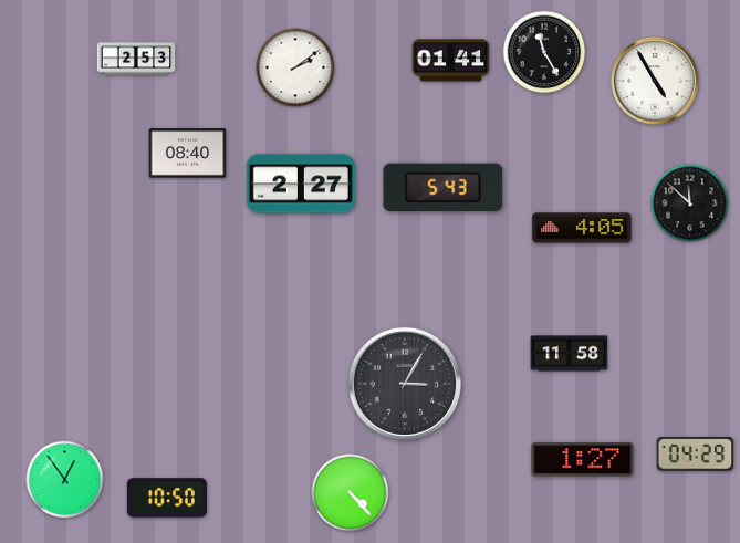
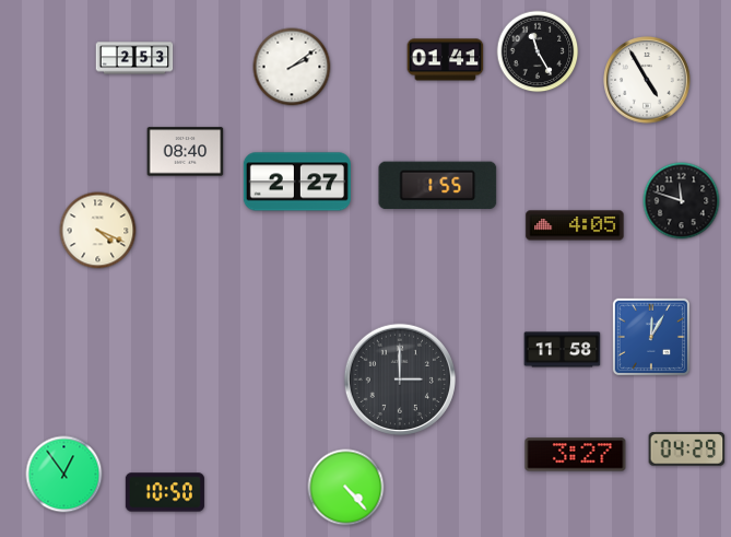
clock at (444, 188): 5:43 -> 1:55
clock at (690, 203): 11:52 -> 11:48
clock at (98, 231): none -> 4:19
clock at (650, 336): none -> 12:05
clock at (405, 384): 3:05 -> 3:00
clock at (583, 460): 1:27 -> 3:27
